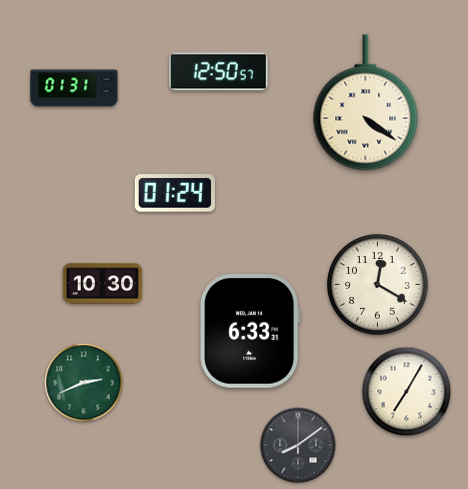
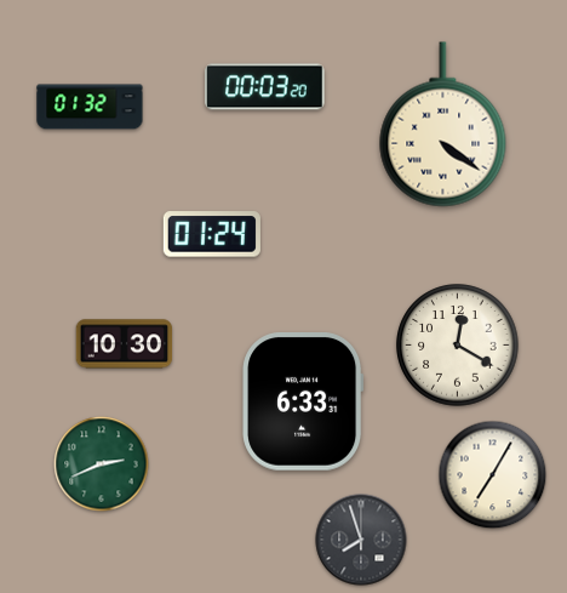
clock at (219, 72): 12:50 -> 00:03
clock at (74, 88): 01:31 -> 01:32
clock at (298, 445): 8:09 -> 7:57
